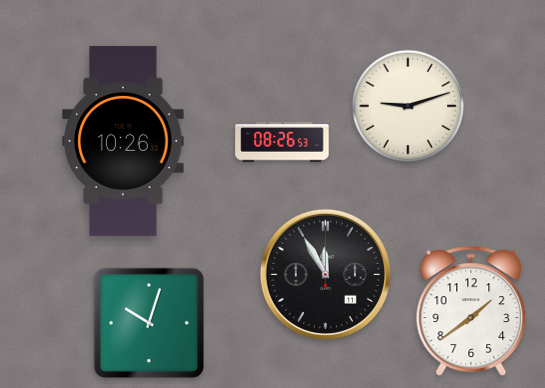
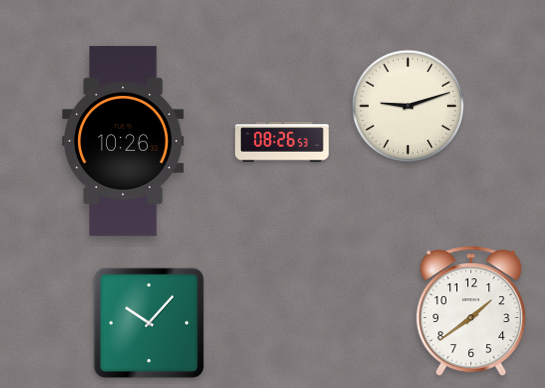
clock at (325, 274): 11:55 -> none
clock at (149, 323): 10:03 -> 10:07
